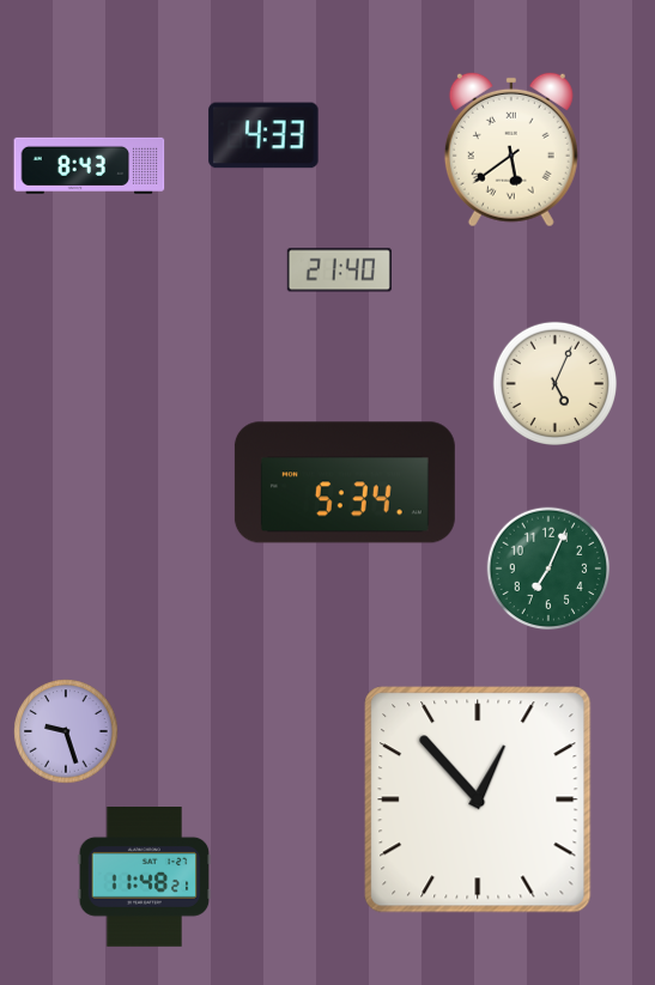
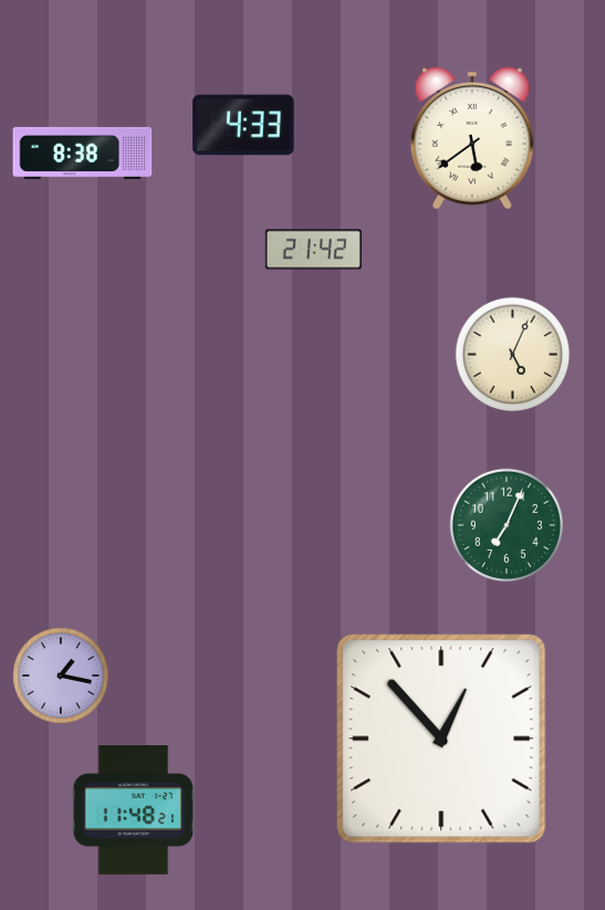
clock at (90, 165): 8:43 -> 8:38
clock at (339, 270): 21:40 -> 21:42
clock at (345, 482): 5:34 -> none
clock at (66, 731): 9:27 -> 1:17
